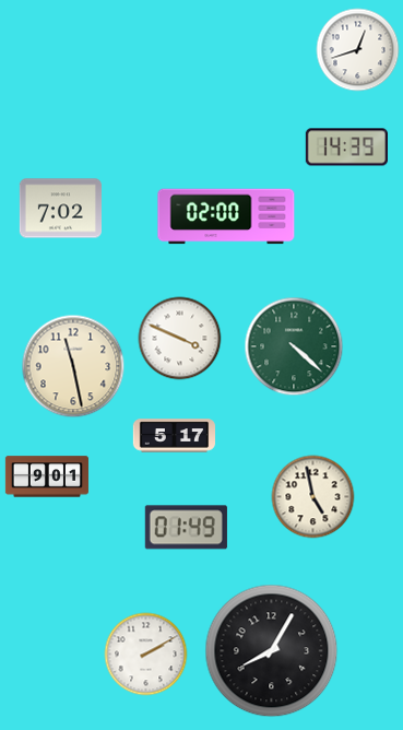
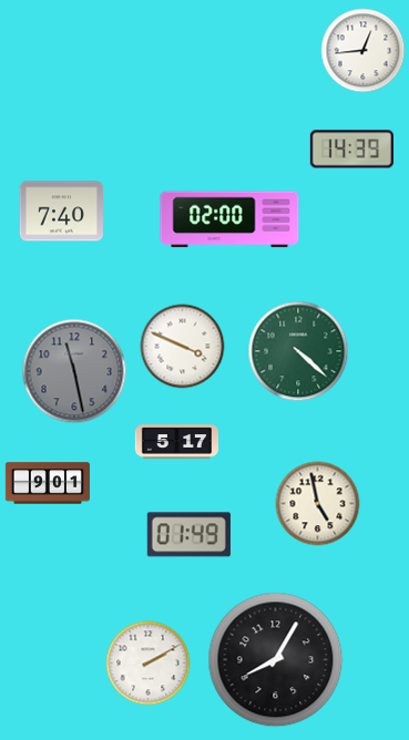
clock at (358, 50): 12:42 -> 12:44
clock at (60, 209): 7:02 -> 7:40
clock at (180, 339) position: (180, 339) -> (183, 347)
clock at (73, 366) dial: cream -> grey
